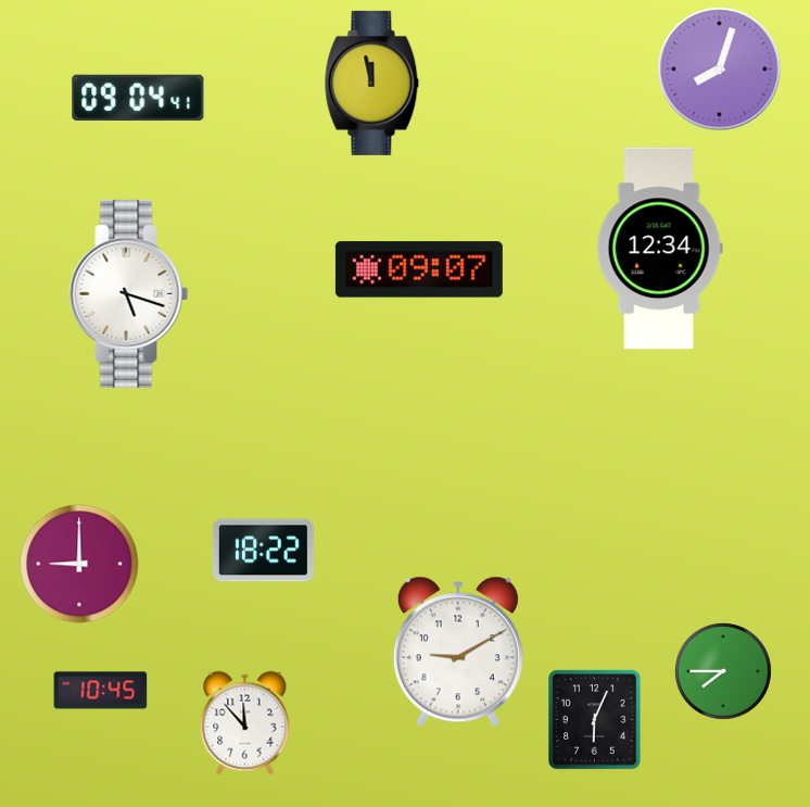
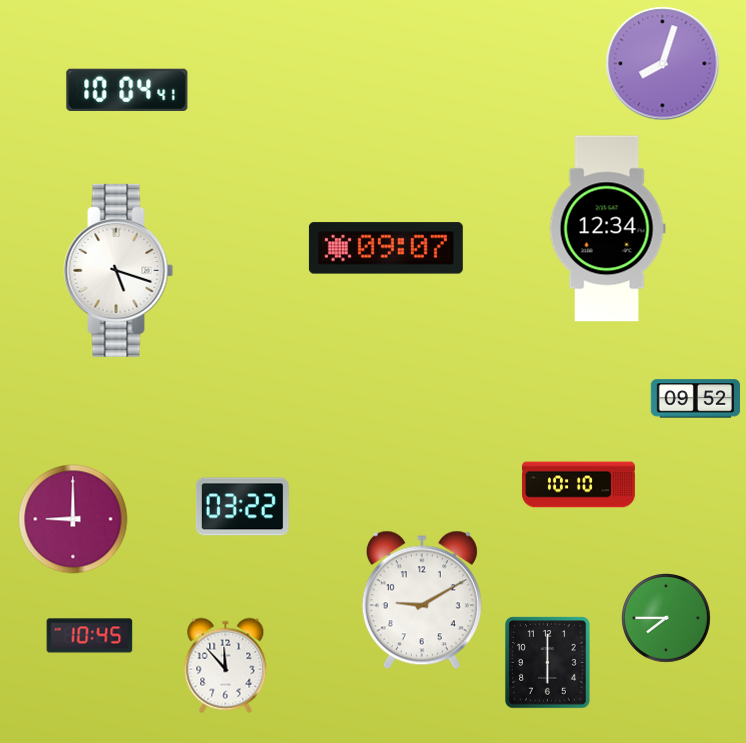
clock at (372, 83): 11:58 -> none
clock at (138, 98): 09:04 -> 10:04
clock at (696, 399): none -> 09:52
clock at (578, 485): none -> 10:10
clock at (263, 551): 18:22 -> 03:22
clock at (101, 691) position: (101, 691) -> (90, 636)
clock at (595, 720): 6:04 -> 6:00
